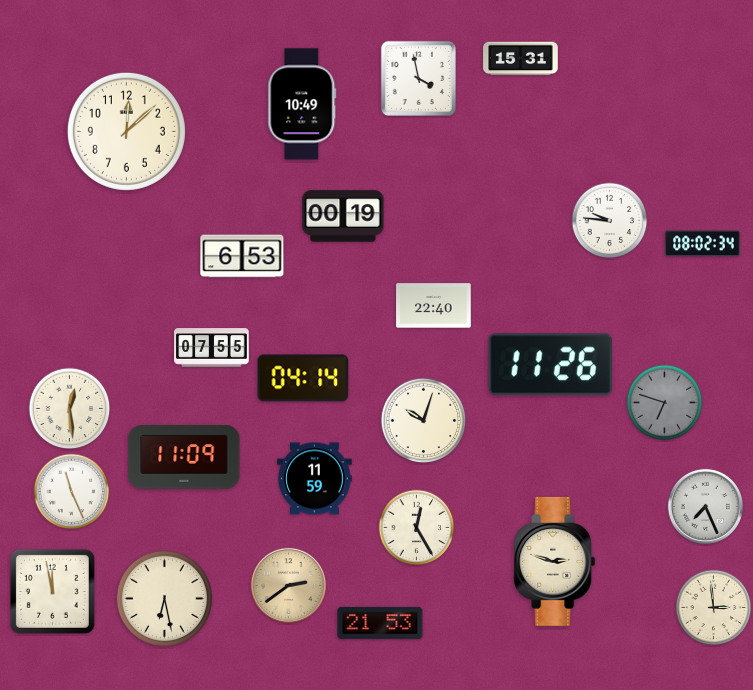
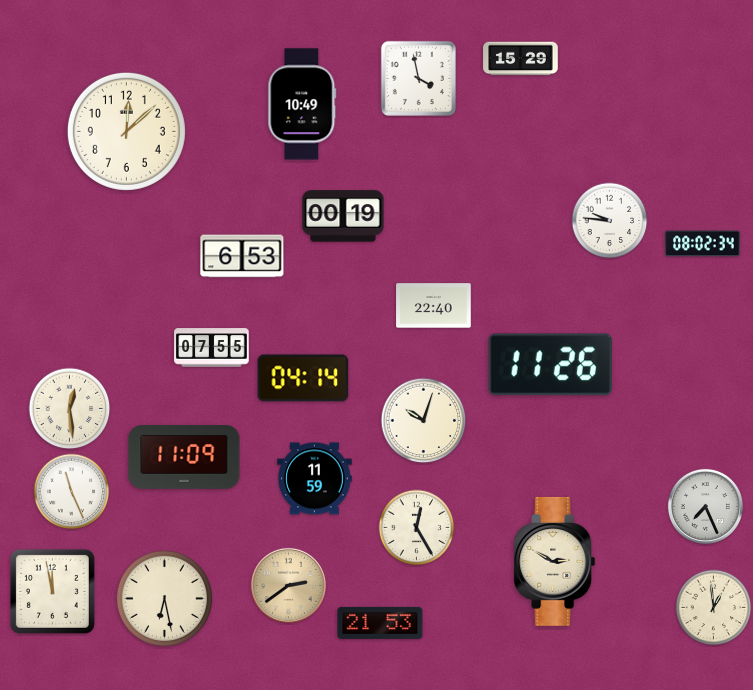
clock at (521, 59): 15:31 -> 15:29
clock at (665, 403): 6:48 -> none
clock at (555, 561): 2:48 -> 2:50
clock at (714, 608): 2:59 -> 12:59
